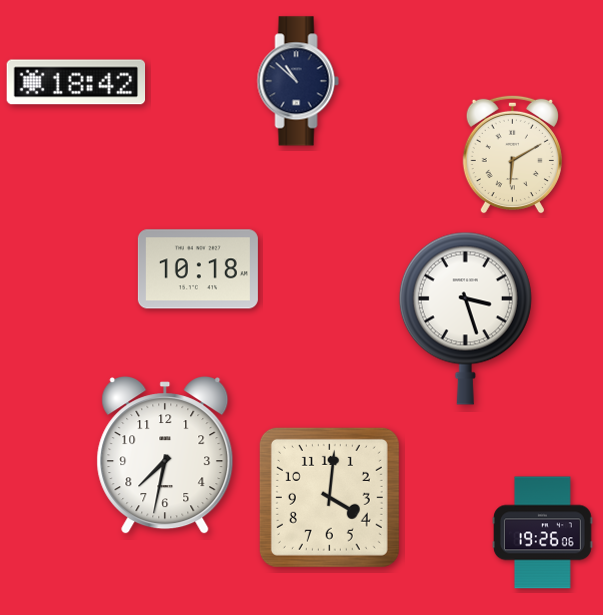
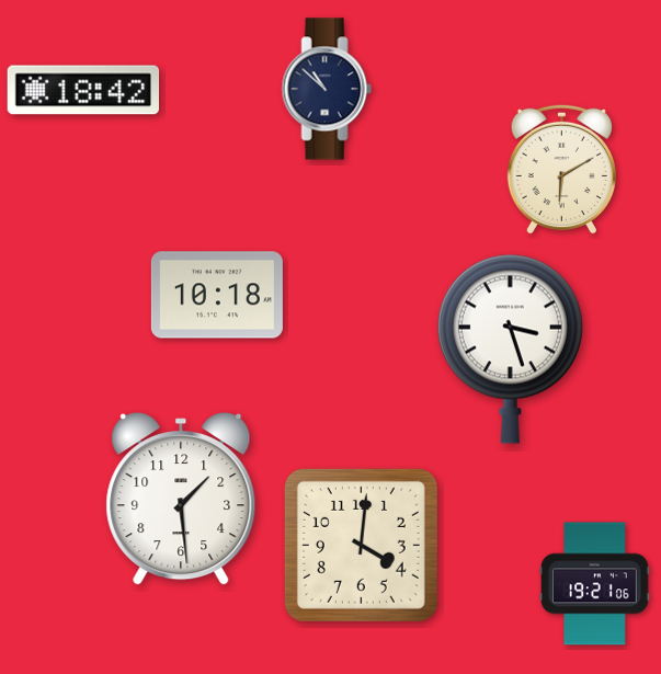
clock at (165, 455): 7:32 -> 1:29
clock at (542, 533): 19:26 -> 19:21
